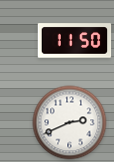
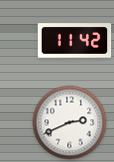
clock at (75, 41): 11:50 -> 11:42
